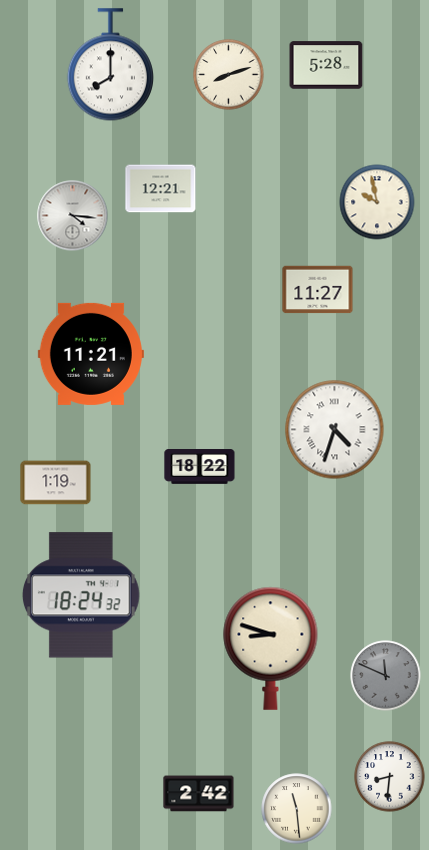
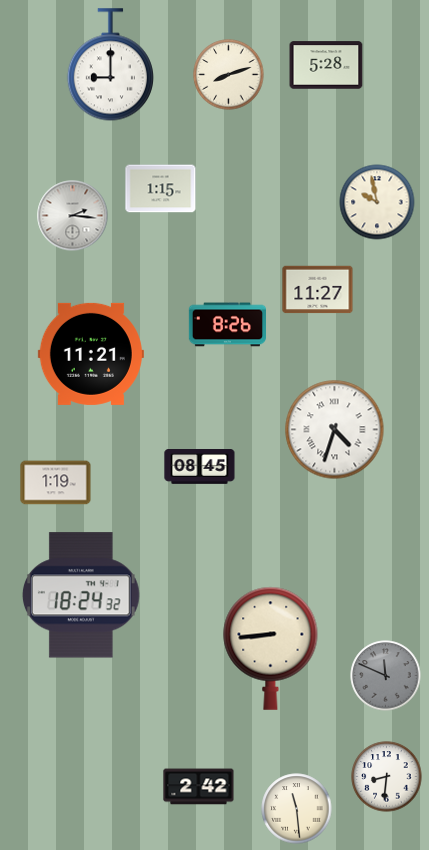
clock at (110, 65): 8:00 -> 9:00
clock at (161, 189): 12:21 -> 1:15
clock at (73, 216): 4:16 -> 2:16
clock at (227, 325): none -> 8:26
clock at (200, 467): 18:22 -> 08:45
clock at (271, 648): 8:48 -> 8:44
clock at (390, 777) position: (390, 777) -> (387, 777)
clock at (199, 794) position: (199, 794) -> (199, 787)
